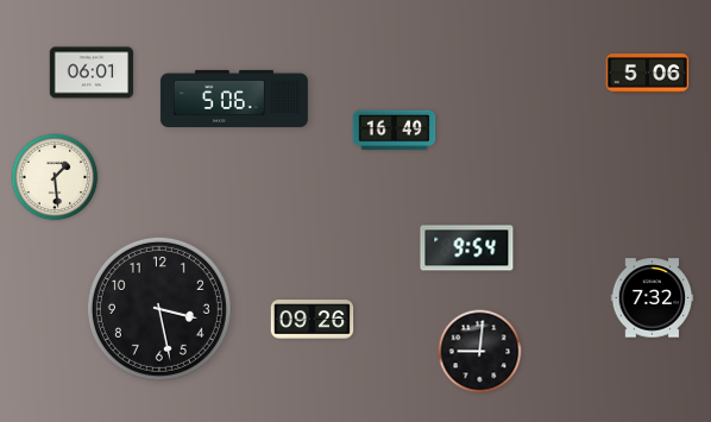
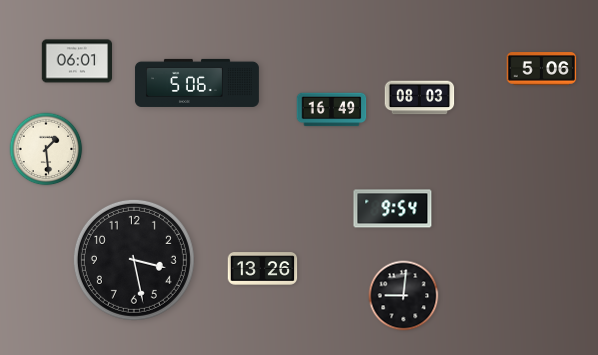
clock at (648, 74) position: (648, 74) -> (542, 69)
clock at (420, 98): none -> 08:03
clock at (653, 298): 7:32 -> none
clock at (313, 320): 09:26 -> 13:26
